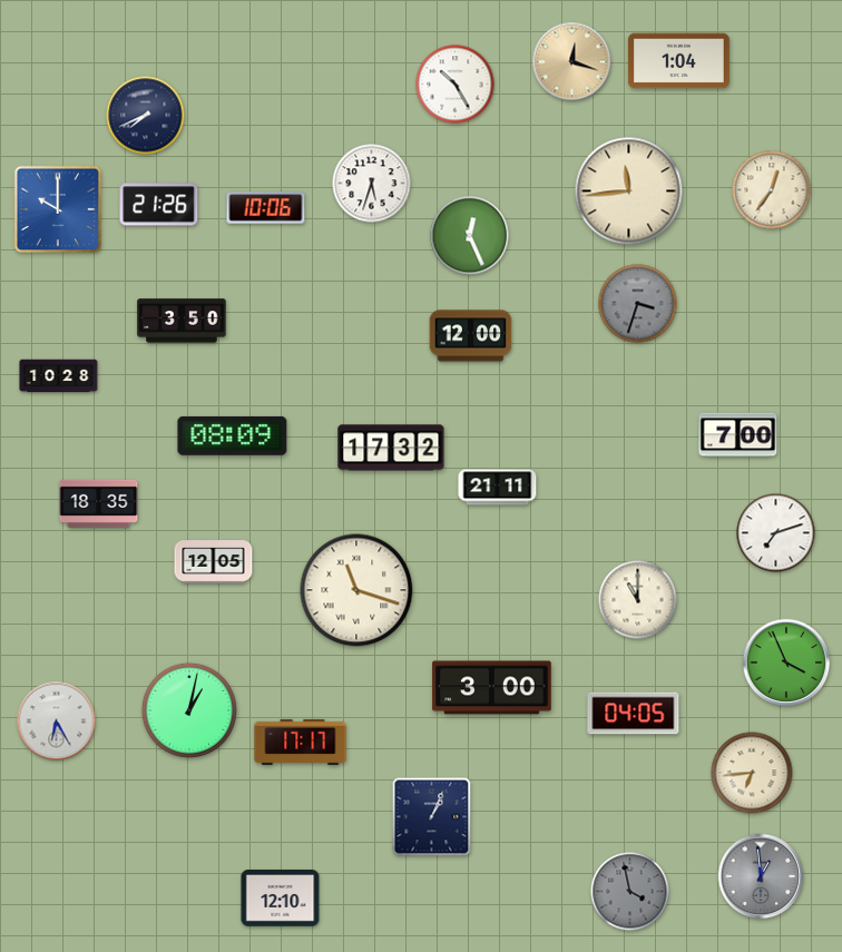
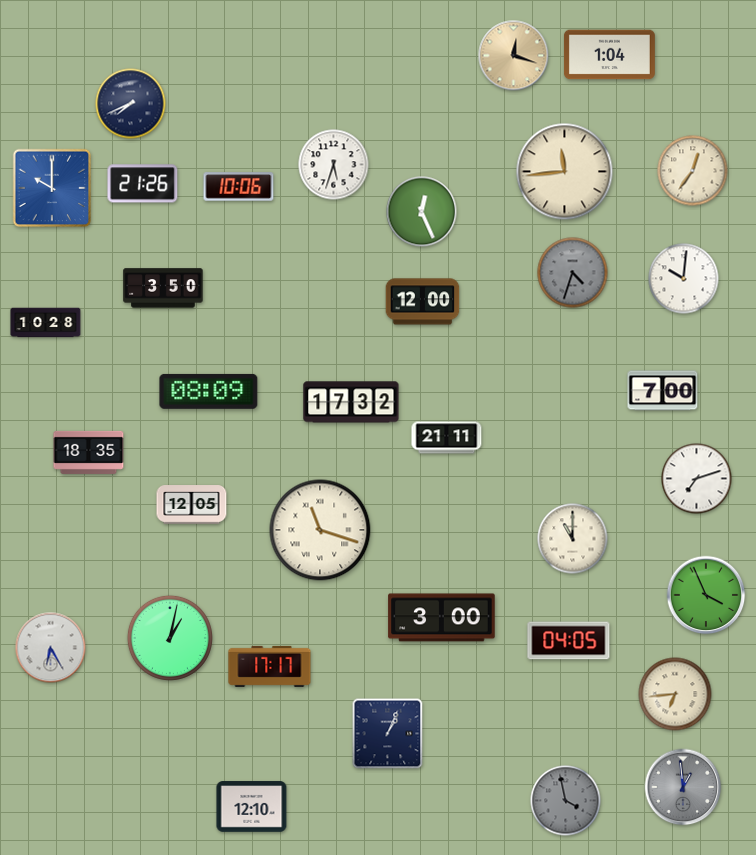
clock at (456, 85): 10:25 -> none
clock at (638, 304): 3:33 -> 4:33
clock at (684, 279): none -> 10:01
clock at (59, 376) position: (59, 376) -> (46, 323)
